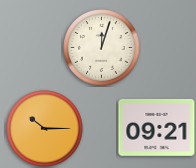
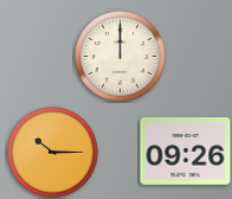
clock at (102, 48): 12:03 -> 12:00
clock at (157, 127): 09:21 -> 09:26
